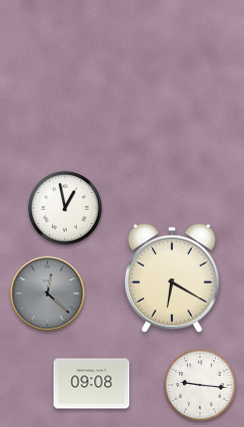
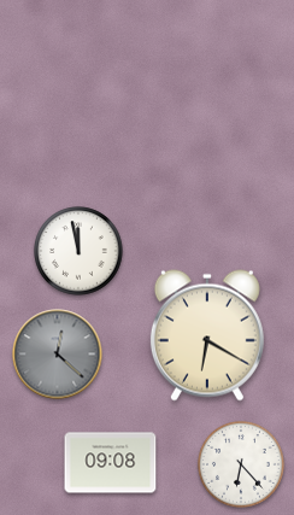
clock at (65, 208): 12:58 -> 11:58
clock at (201, 386): 9:16 -> 6:23
